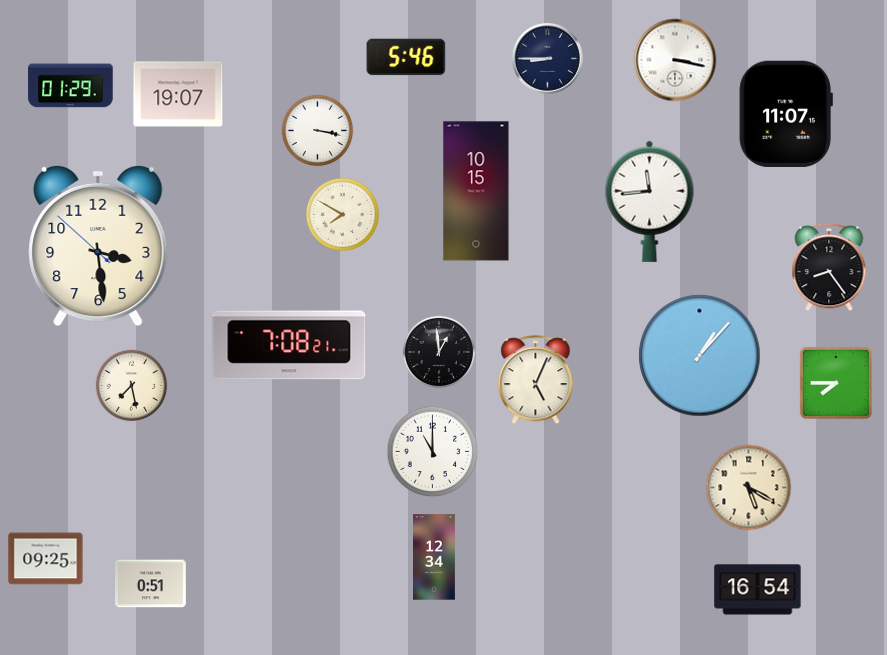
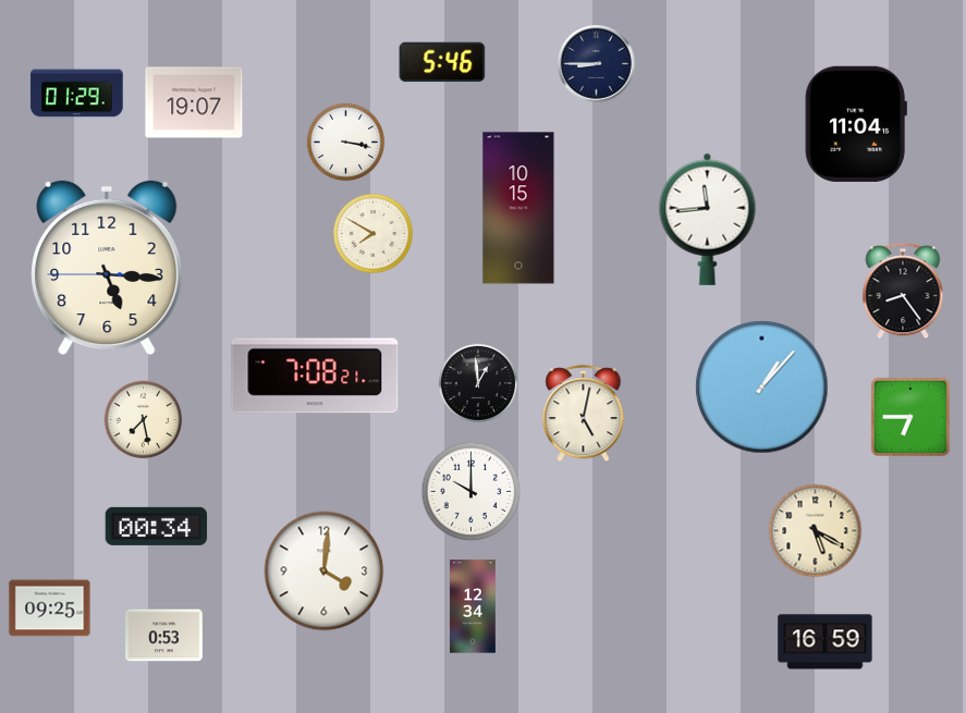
clock at (675, 60): 3:17 -> none
clock at (786, 113): 11:07 -> 11:04
clock at (98, 246): 3:28 -> 5:15
clock at (536, 380): 5:04 -> 5:02
clock at (836, 383): 7:45 -> 6:45
clock at (433, 452): 11:00 -> 10:00
clock at (157, 526): none -> 00:34
clock at (325, 571): none -> 4:01
clock at (151, 584): 0:51 -> 0:53
clock at (758, 590): 16:54 -> 16:59
